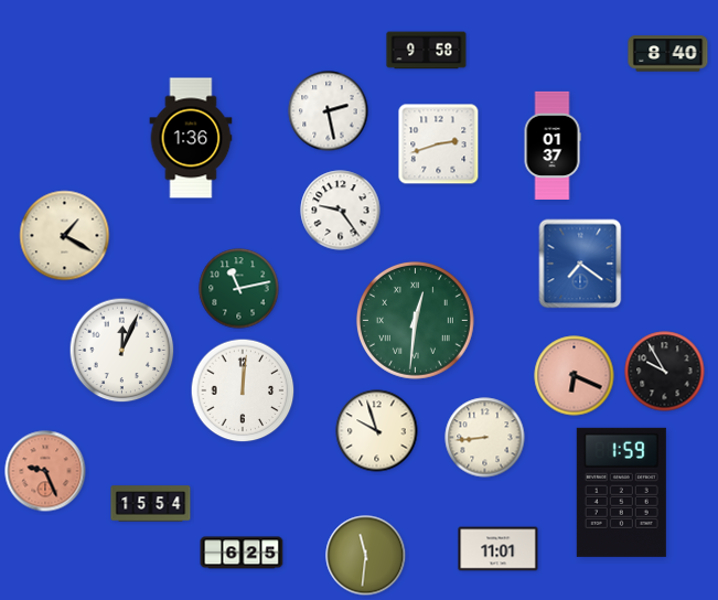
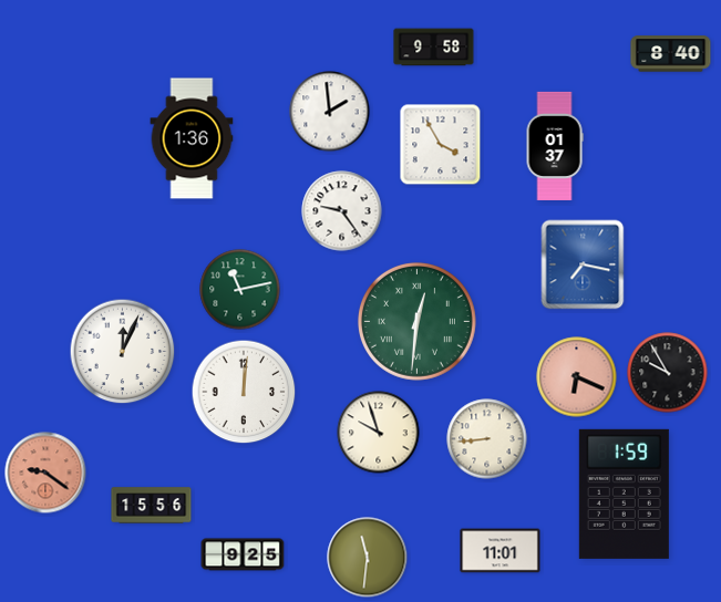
clock at (427, 51) position: (427, 51) -> (434, 48)
clock at (329, 111): 2:28 -> 1:59
clock at (439, 144): 2:42 -> 3:55
clock at (65, 236): 1:20 -> none
clock at (580, 264): 7:21 -> 7:17
clock at (45, 471): 9:26 -> 9:21
clock at (151, 504): 15:54 -> 15:56
clock at (242, 553): 6:25 -> 9:25
